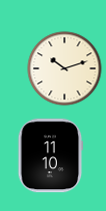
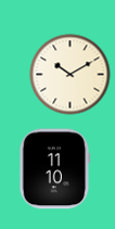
clock at (65, 69): 10:12 -> 10:10
